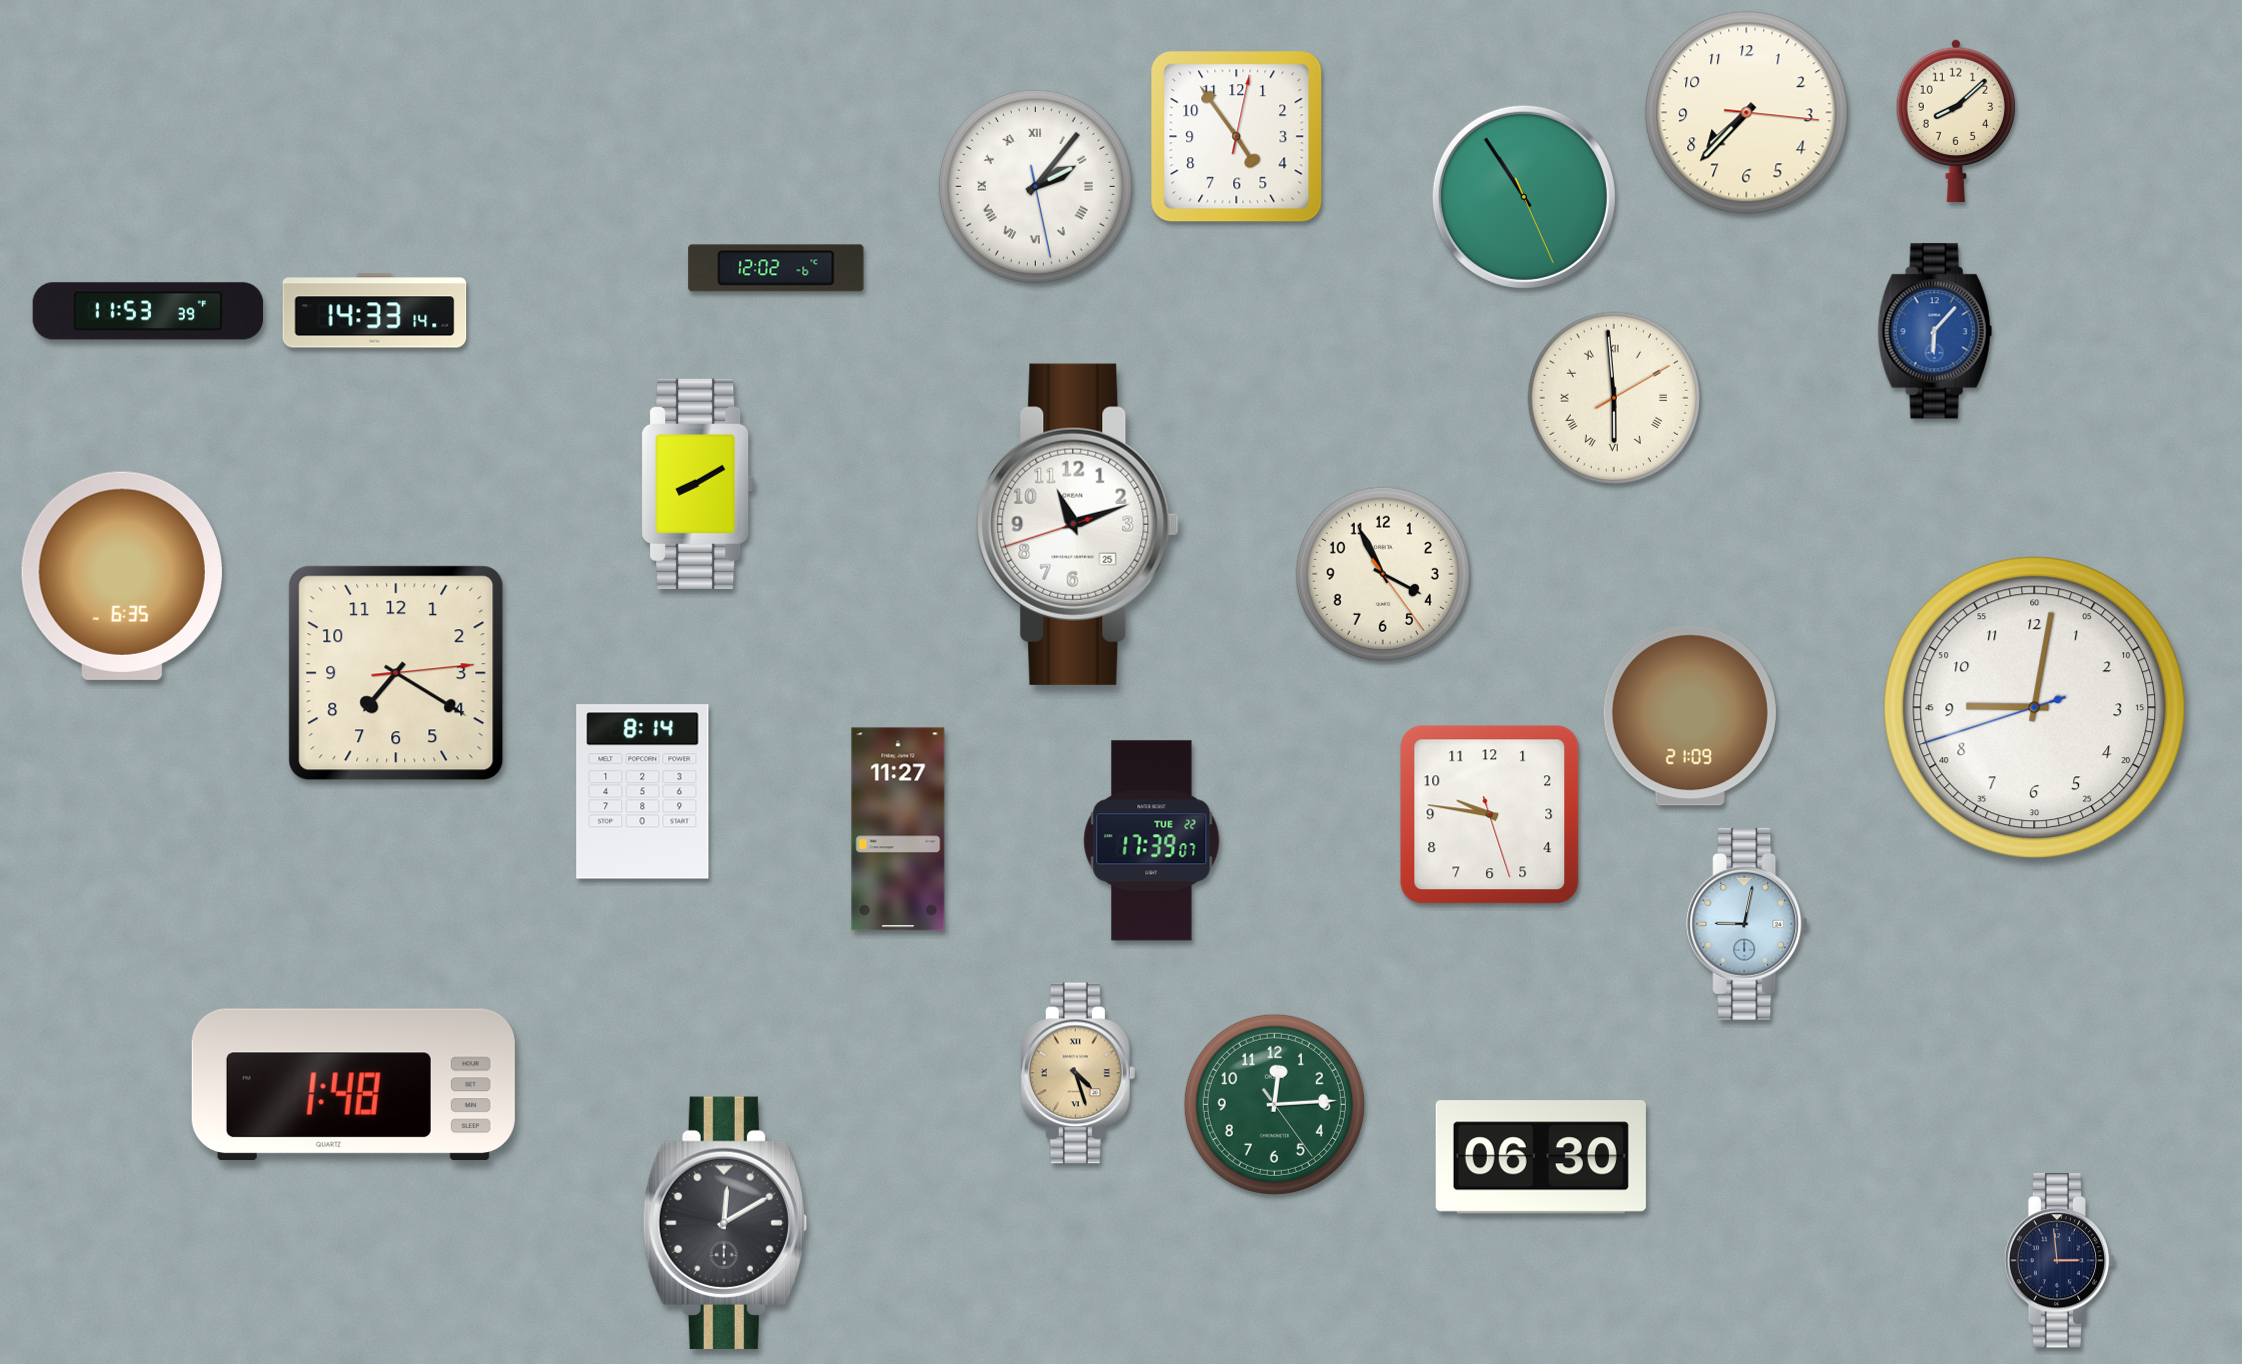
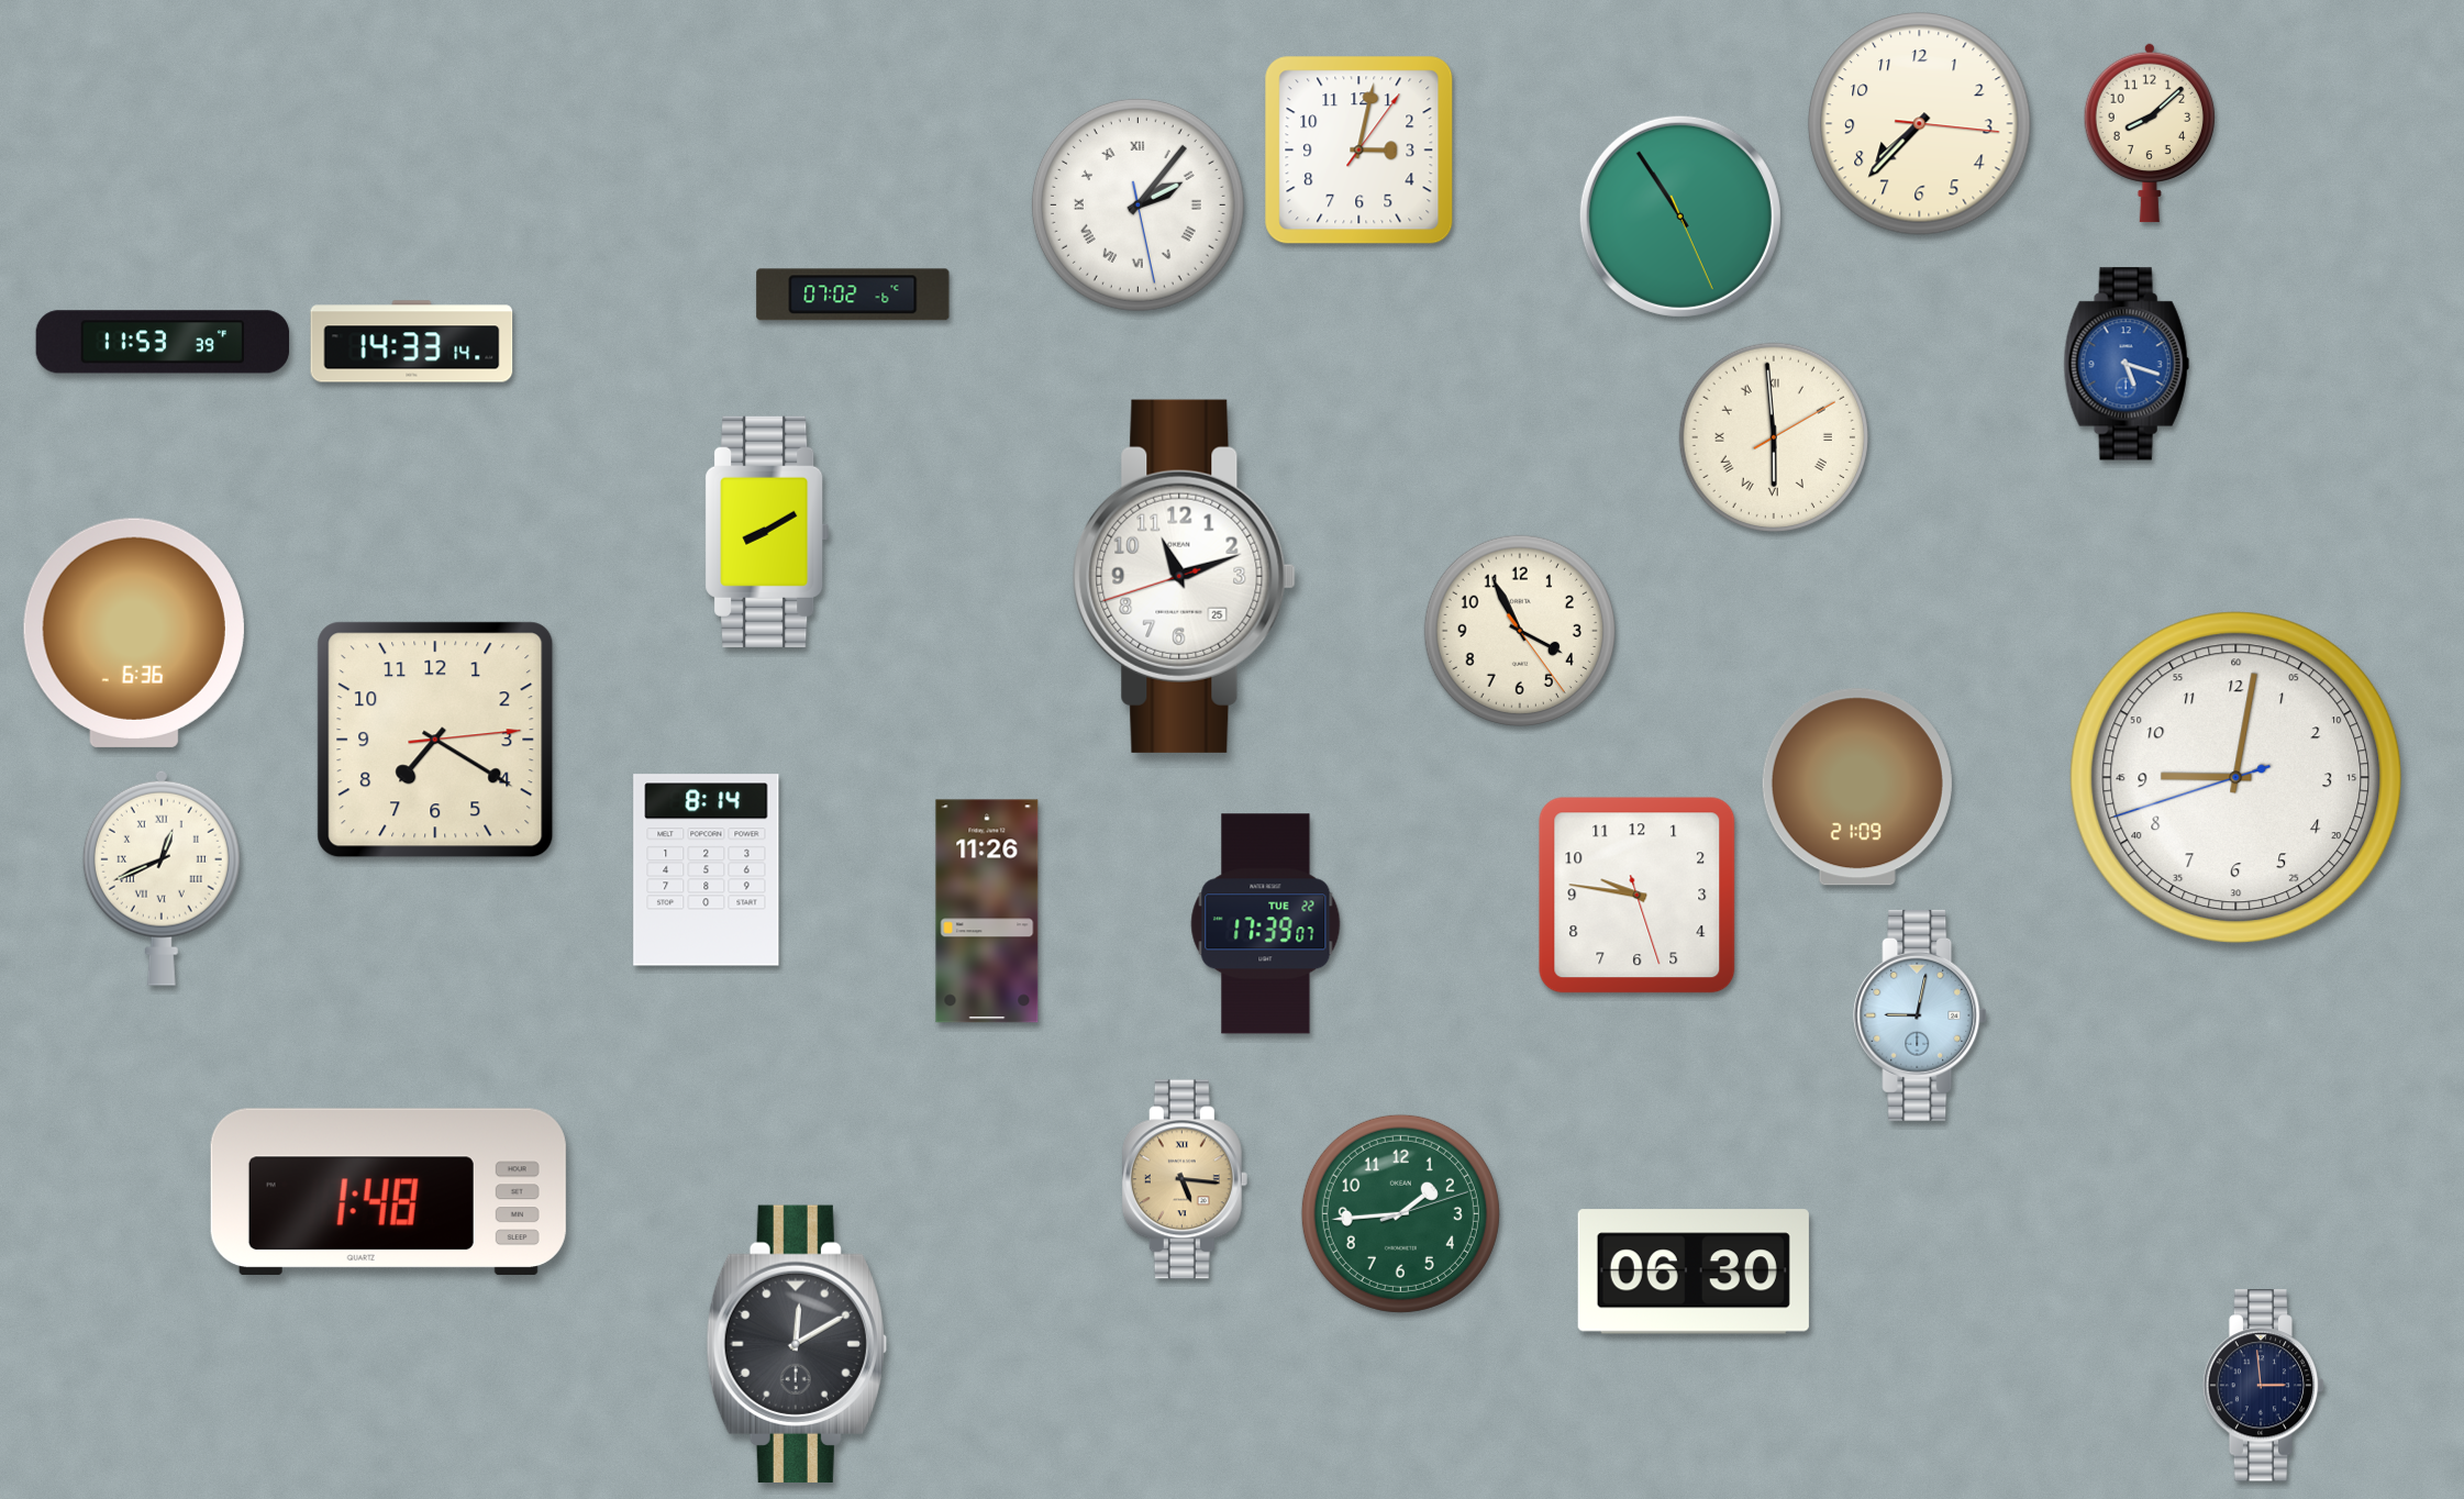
clock at (1237, 137): 4:54 -> 3:02
clock at (1524, 197) position: (1524, 197) -> (1680, 216)
clock at (776, 268): 12:02 -> 07:02
clock at (1935, 331): 6:07 -> 5:18
clock at (122, 576): 6:35 -> 6:36
clock at (162, 878): none -> 12:41
clock at (898, 829): 11:27 -> 11:26
clock at (1078, 1073): 4:27 -> 5:16
clock at (1274, 1104): 12:14 -> 1:44
